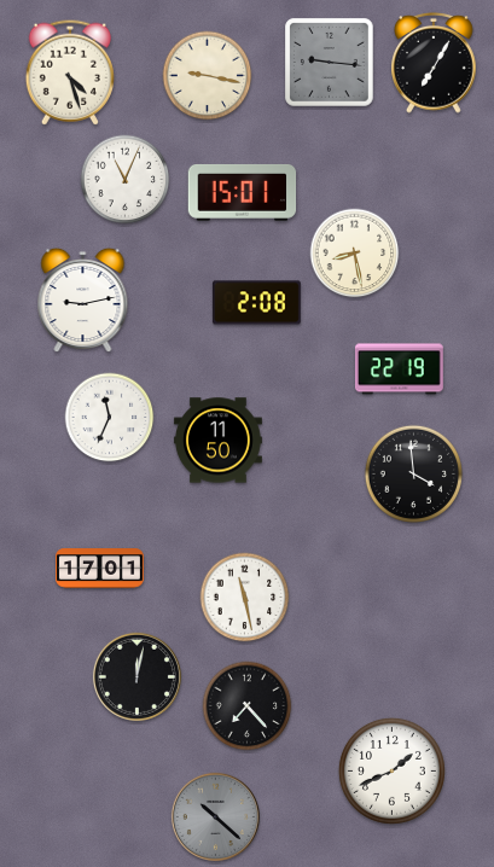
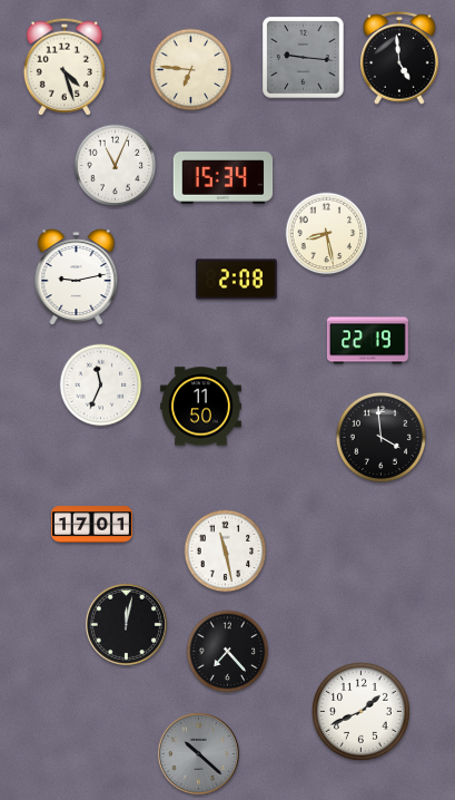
clock at (434, 64): 7:05 -> 4:59
clock at (208, 76): 9:17 -> 6:46
clock at (243, 192): 15:01 -> 15:34
